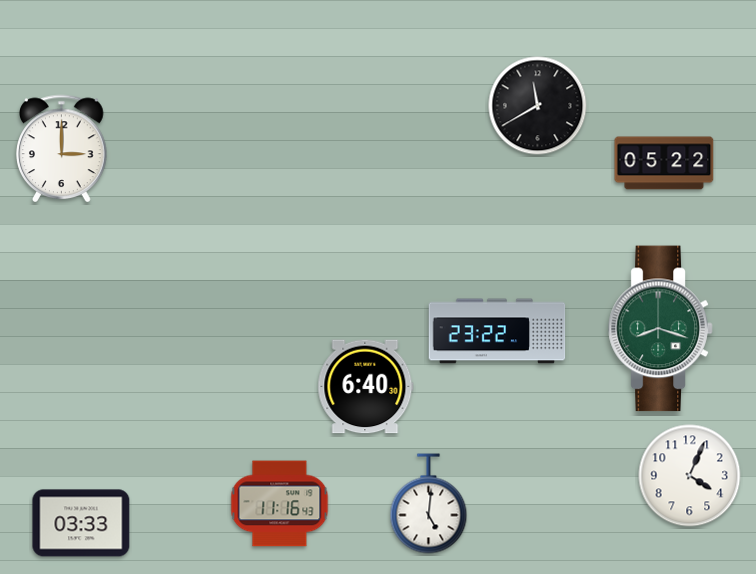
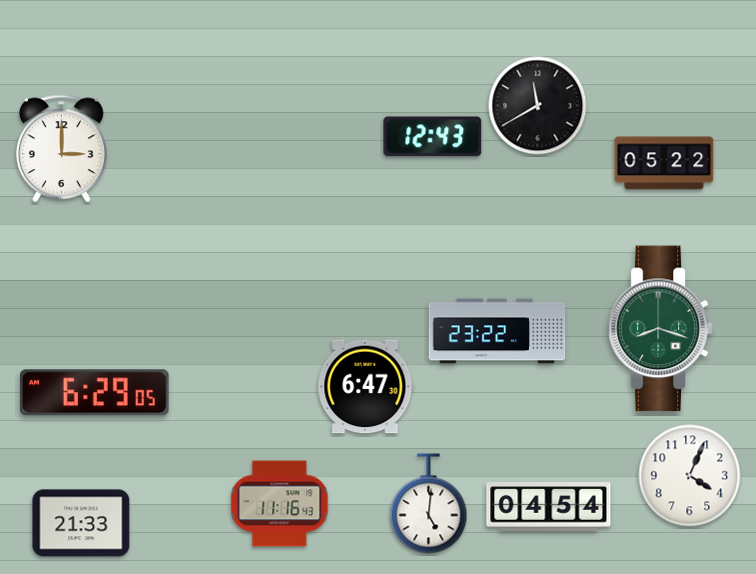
clock at (433, 137): none -> 12:43
clock at (366, 387): 6:40 -> 6:47
clock at (95, 393): none -> 6:29
clock at (549, 507): none -> 04:54
clock at (81, 523): 03:33 -> 21:33
